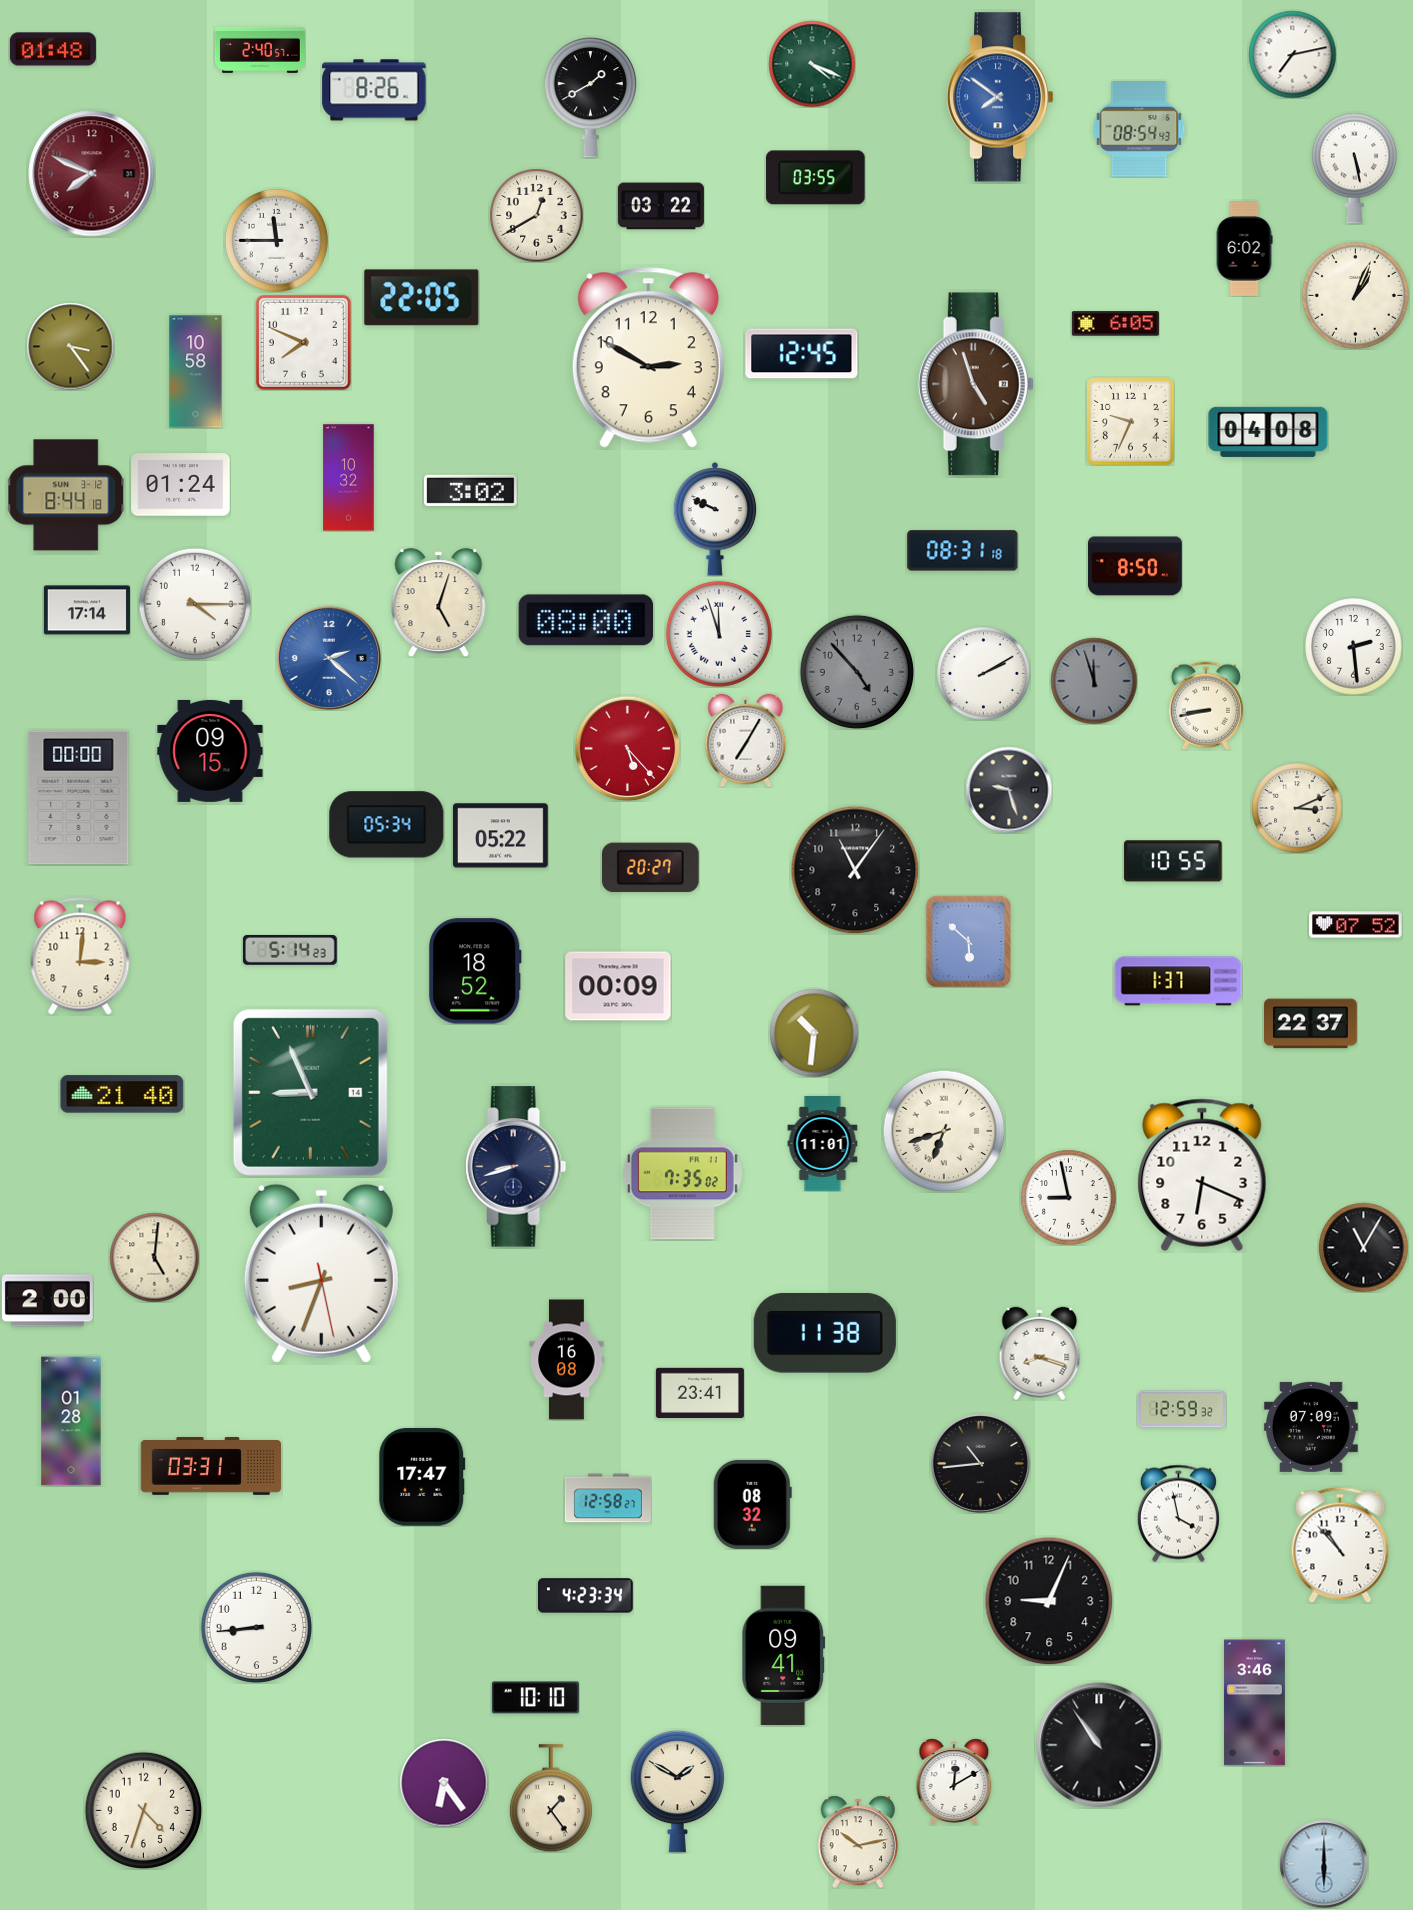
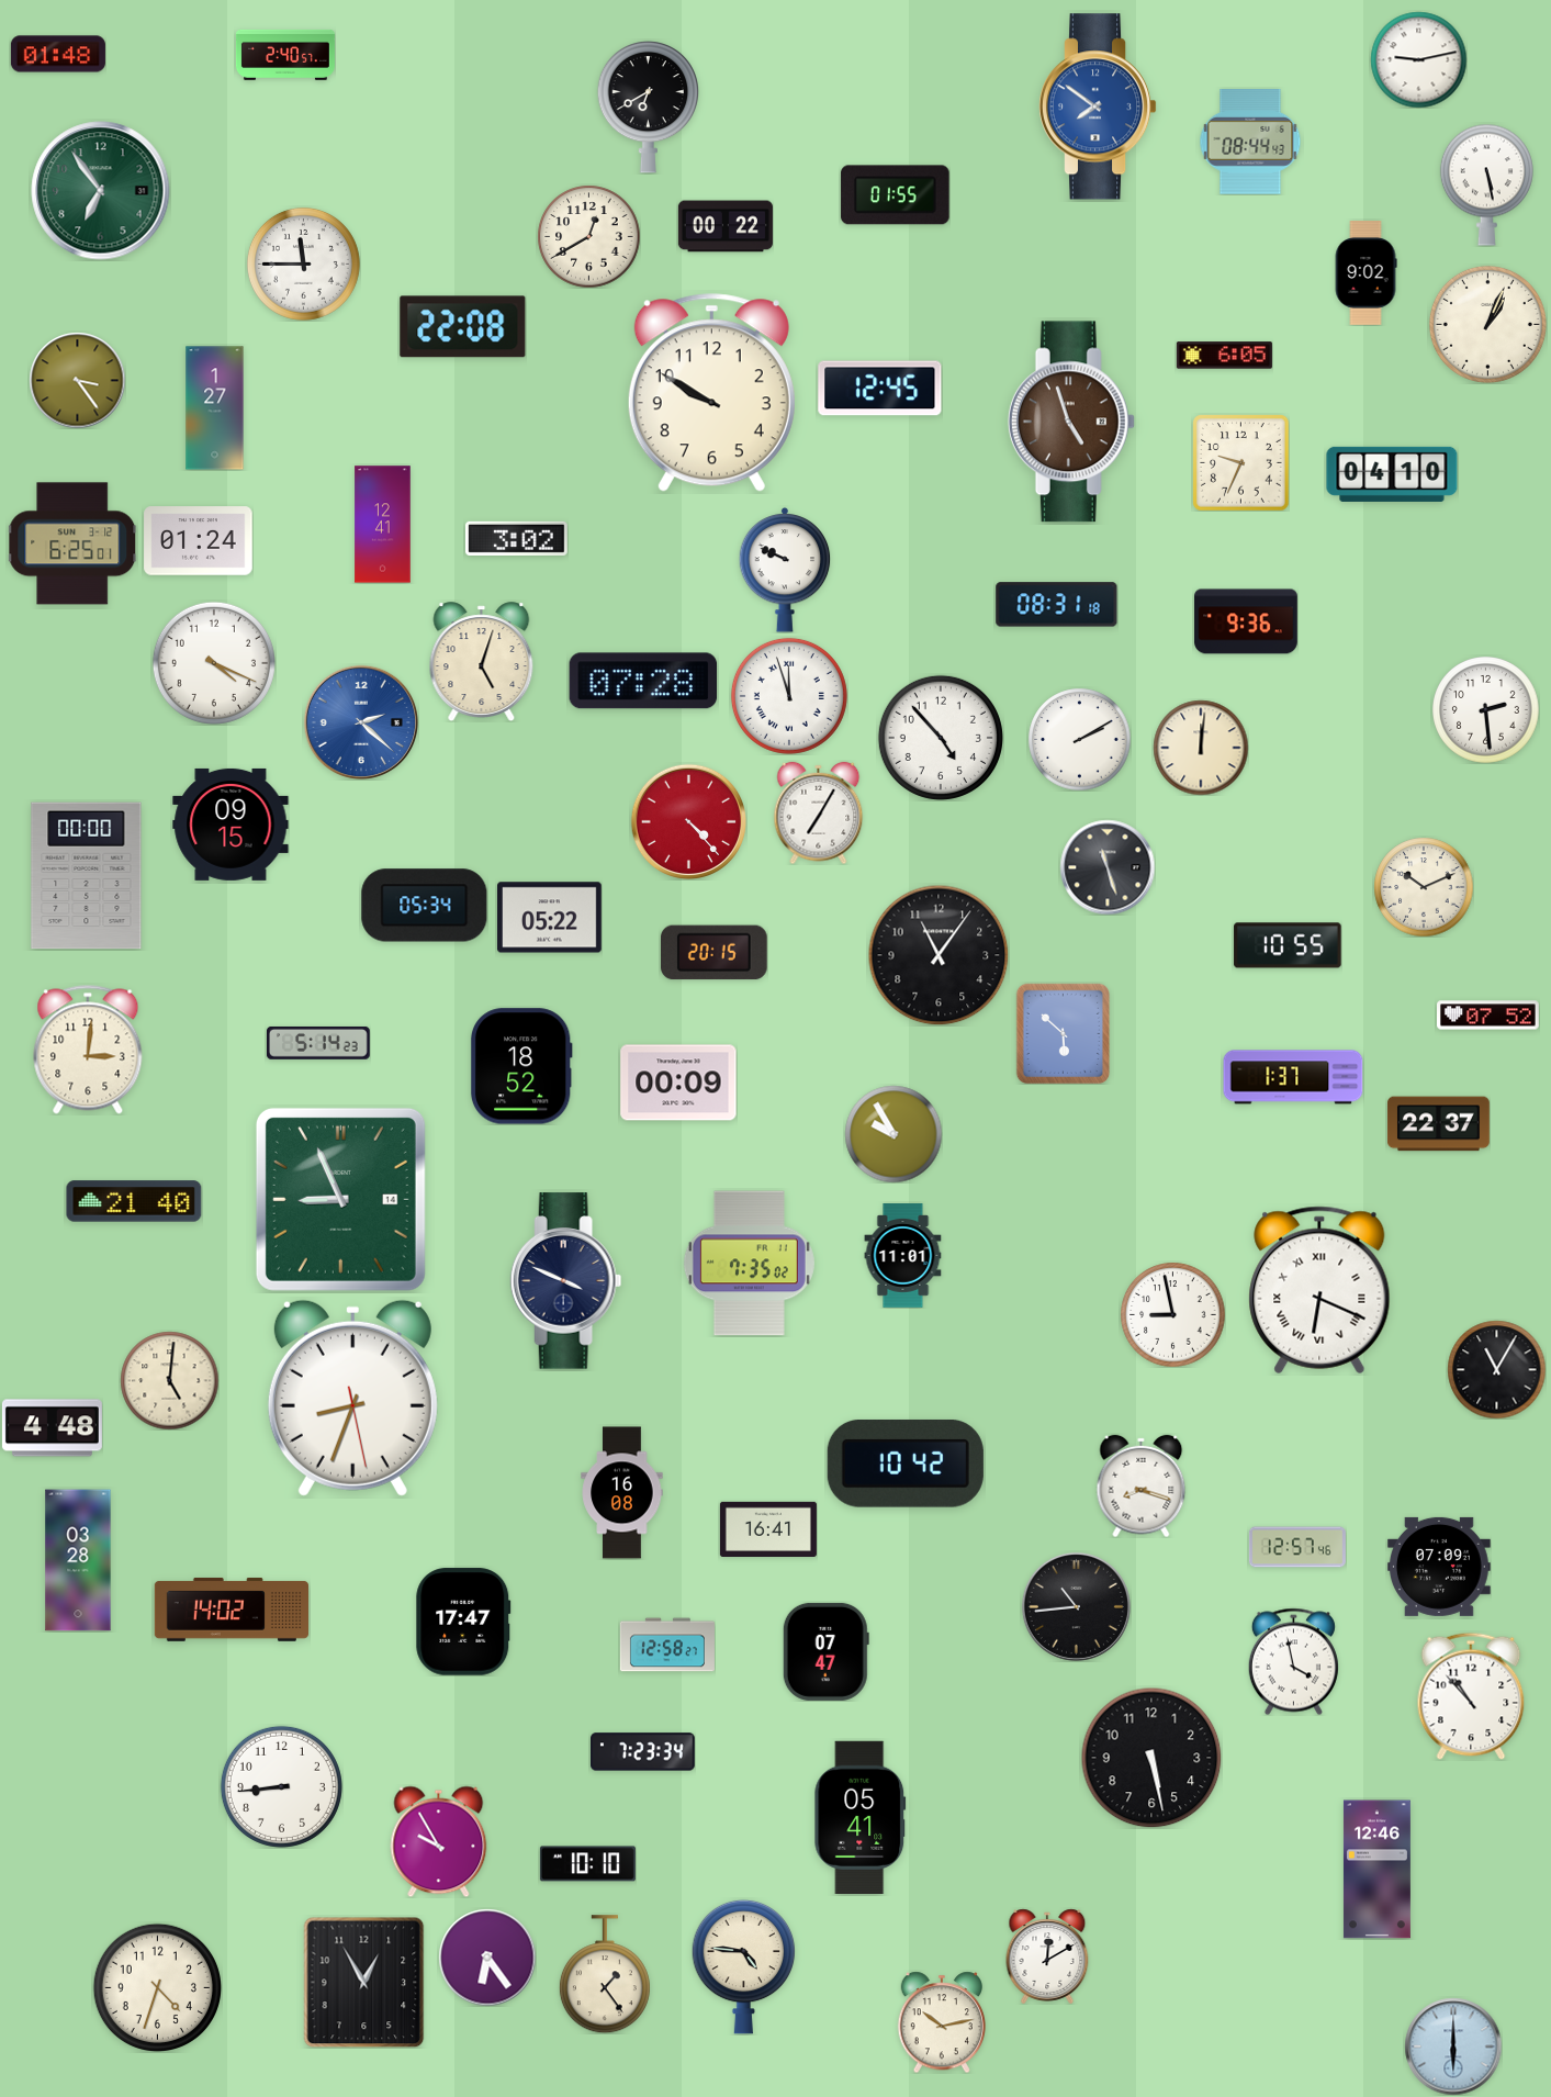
clock at (1292, 54): 7:13 -> 9:13
clock at (812, 64): 4:19 -> none
clock at (374, 90): 8:26 -> none
clock at (590, 97): 1:40 -> 6:40
clock at (1139, 130): 08:54 -> 08:44
clock at (92, 174): 7:49 -> 6:54
clock at (92, 174) dial: burgundy -> green
clock at (816, 178): 03:55 -> 01:55
clock at (661, 206): 03:22 -> 00:22
clock at (1244, 249): 6:02 -> 9:02
clock at (422, 298): 22:05 -> 22:08
clock at (303, 342): 7:49 -> none
clock at (648, 358): 2:50 -> 9:50
clock at (196, 372): 10:58 -> 1:27
clock at (1268, 432): 04:08 -> 04:10
clock at (349, 478): 10:32 -> 12:41
clock at (181, 485) position: (181, 485) -> (199, 541)
clock at (66, 495): 8:44 -> 6:25
clock at (1135, 566): 8:50 -> 9:36
clock at (195, 604): 4:15 -> 4:19
clock at (87, 610): 17:14 -> none
clock at (586, 620): 08:00 -> 07:28
clock at (857, 672) dial: grey -> white
clock at (1094, 681): 11:57 -> 12:01
clock at (1094, 681) dial: grey -> cream
clock at (1206, 706): 8:43 -> none
clock at (627, 748): 5:23 -> 4:23
clock at (1009, 790): 9:27 -> 11:27
clock at (1297, 808): 3:11 -> 10:11
clock at (651, 868): 20:27 -> 20:15
clock at (814, 1033): 10:31 -> 9:55
clock at (944, 1131): 6:42 -> none
clock at (516, 1167): 8:42 -> 3:49
clock at (682, 1174) position: (682, 1174) -> (749, 1264)
clock at (1202, 1175) numerals: Arabic -> Roman
clock at (47, 1301): 2:00 -> 4:48
clock at (825, 1333): 11:38 -> 10:42
clock at (700, 1392): 23:41 -> 16:41
clock at (1182, 1409): 12:59 -> 12:57
clock at (71, 1421): 01:28 -> 03:28
clock at (210, 1466): 03:31 -> 14:02
clock at (752, 1504): 08:32 -> 07:47
clock at (586, 1596): 4:23 -> 7:23
clock at (1049, 1601): 9:04 -> 5:28
clock at (784, 1655): 09:41 -> 05:41
clock at (439, 1841): none -> 9:55
clock at (1254, 1703): 3:46 -> 12:46
clock at (1099, 1745): 10:54 -> none
clock at (678, 1791): 1:50 -> 4:46
clock at (364, 1982): none -> 12:55
